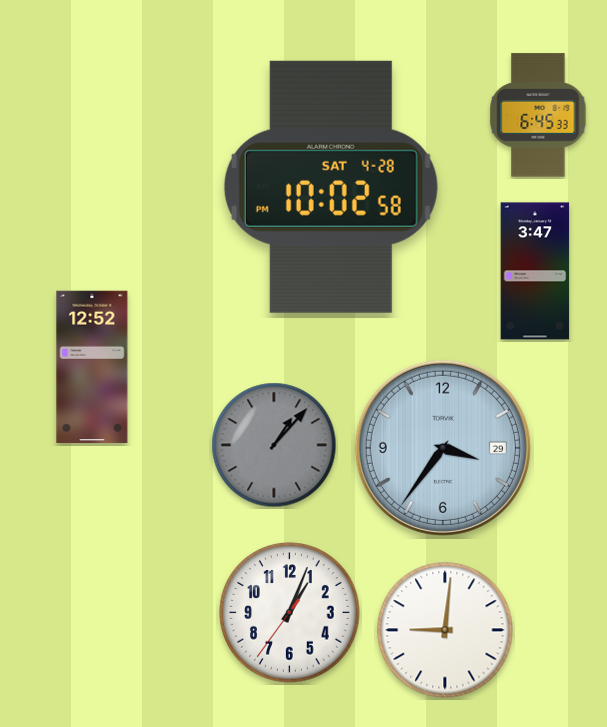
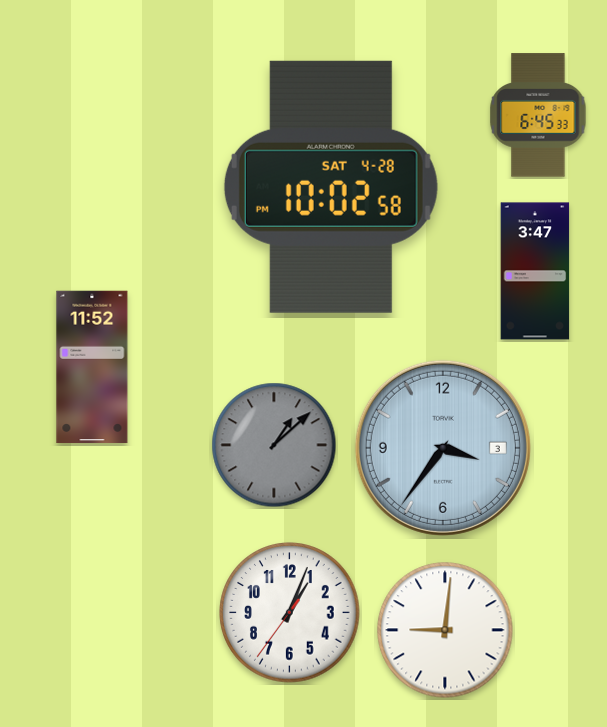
clock at (92, 367): 12:52 -> 11:52
clock at (274, 445): 1:07 -> 1:08
clock at (443, 448) date: 29 -> 3
